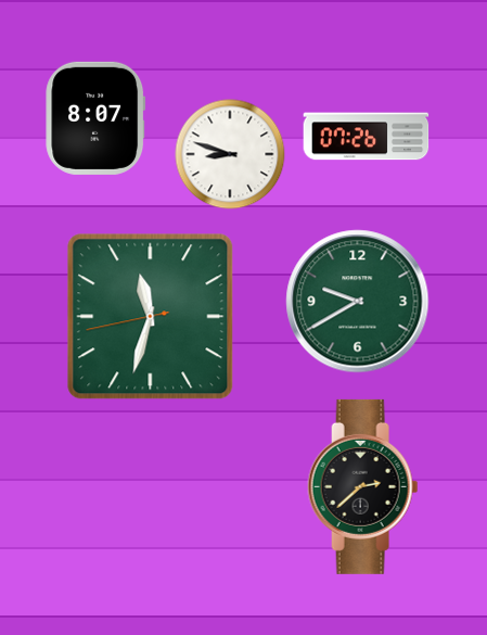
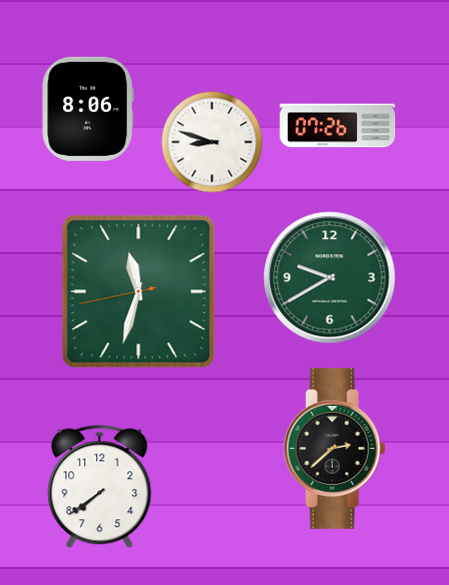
clock at (95, 118): 8:07 -> 8:06
clock at (100, 487): none -> 7:39
